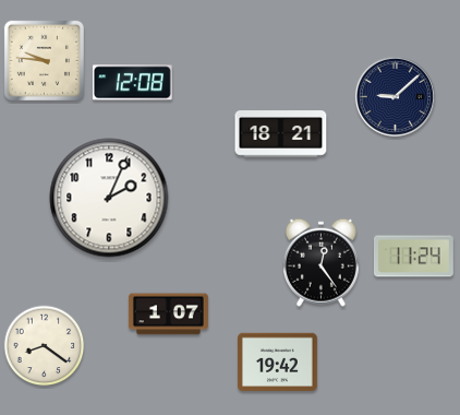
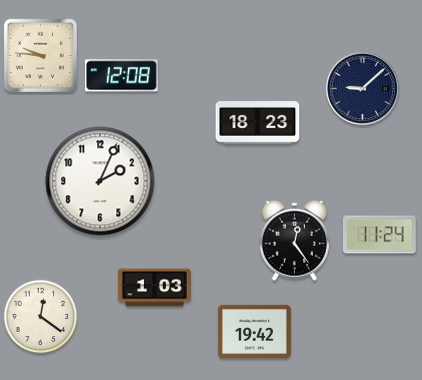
clock at (281, 134): 18:21 -> 18:23
clock at (168, 315): 1:07 -> 1:03
clock at (45, 346): 8:21 -> 12:21
